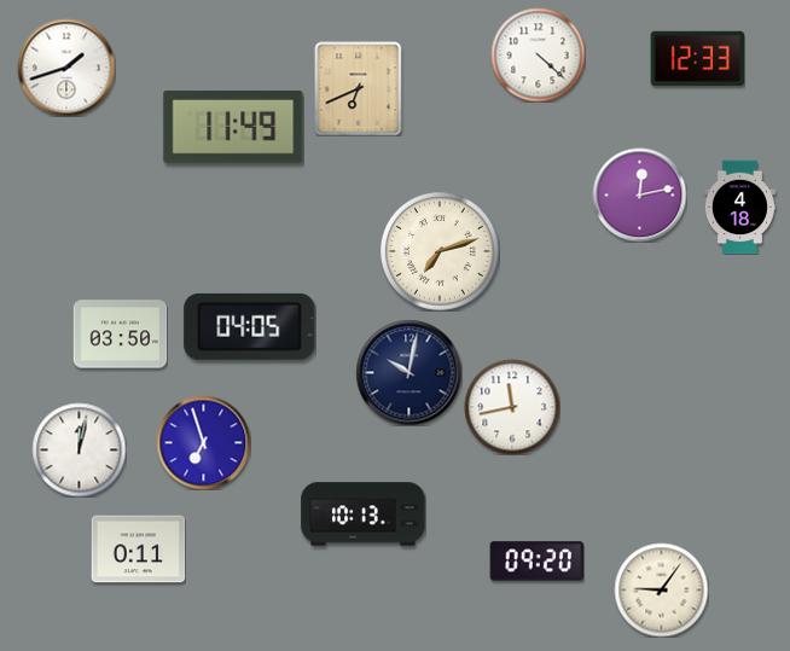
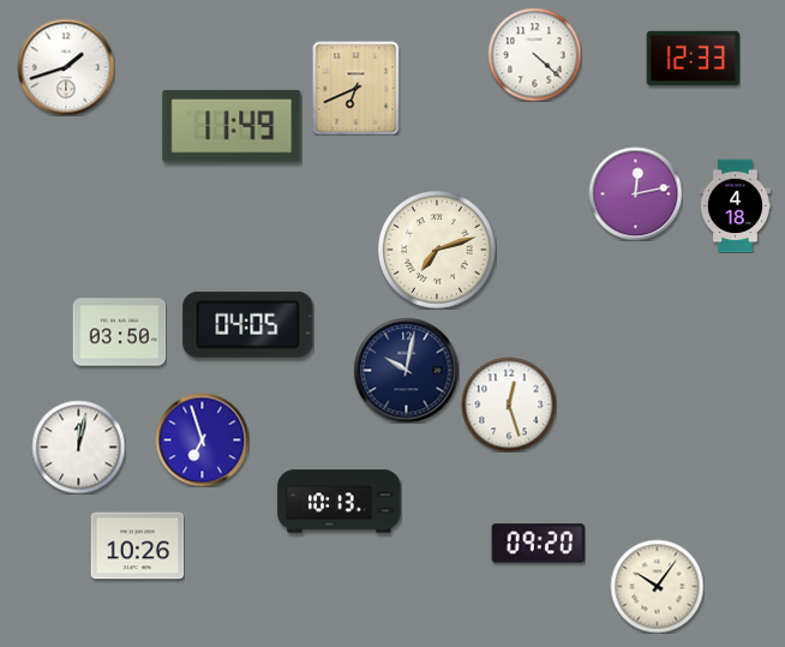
clock at (512, 407): 11:43 -> 12:27
clock at (364, 515) position: (364, 515) -> (340, 502)
clock at (138, 550): 0:11 -> 10:26
clock at (536, 562) position: (536, 562) -> (538, 544)
clock at (661, 589): 9:06 -> 10:06
